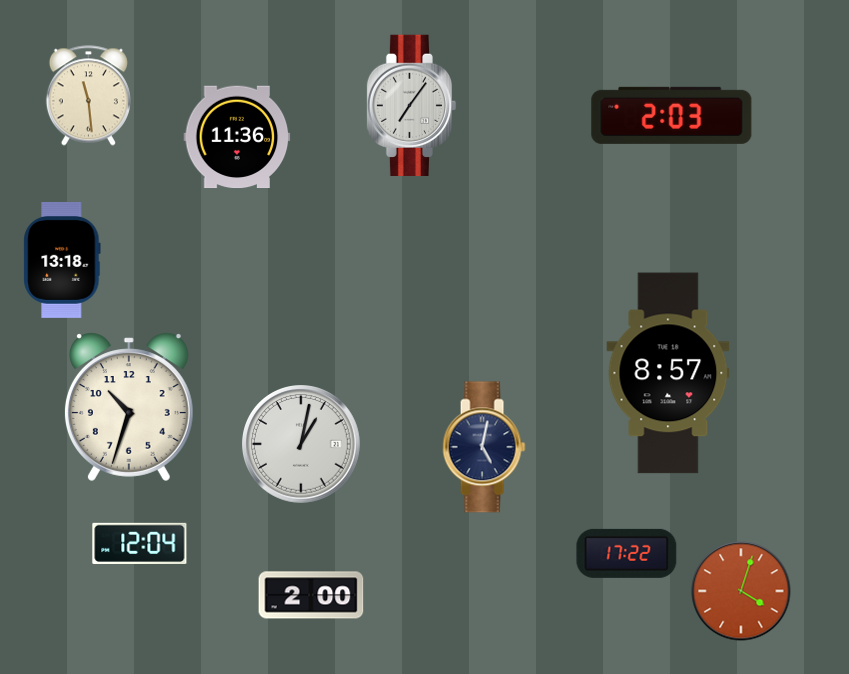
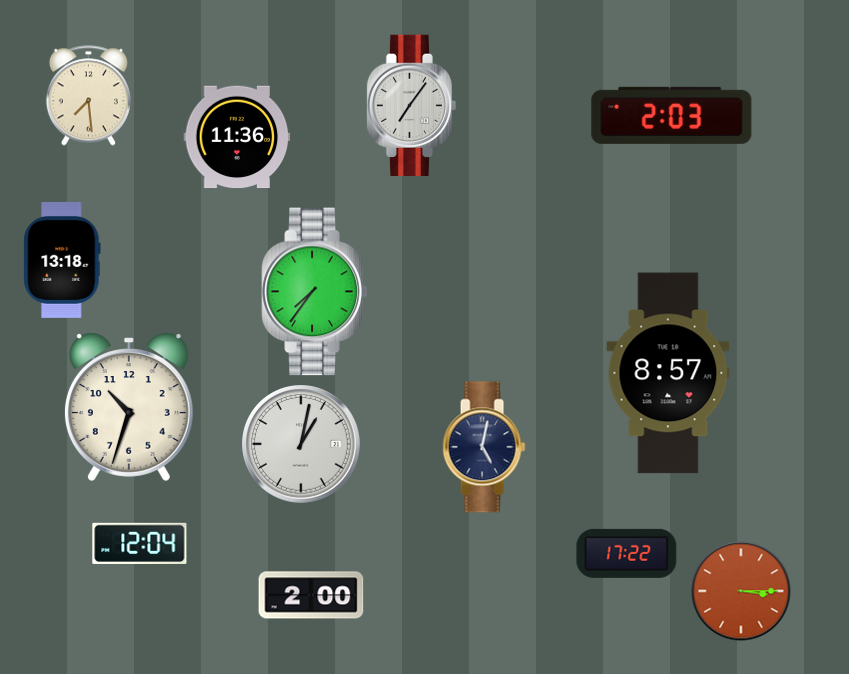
clock at (88, 96): 11:29 -> 7:29
clock at (315, 292): none -> 7:36
clock at (741, 591): 4:03 -> 3:15
